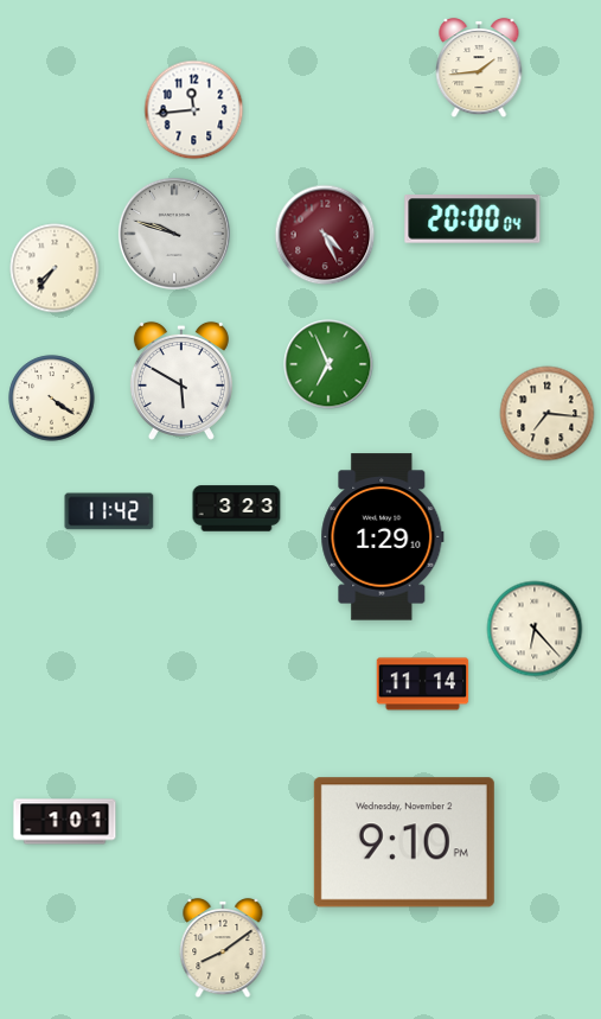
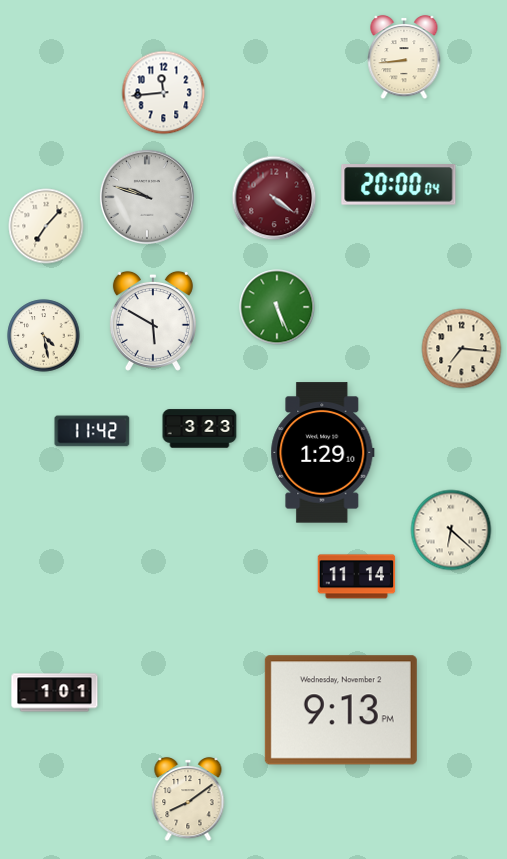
clock at (479, 68): 1:44 -> 8:44
clock at (325, 235): 4:26 -> 4:21
clock at (55, 268): 7:36 -> 7:07
clock at (328, 364): 6:56 -> 5:26
clock at (52, 399): 4:21 -> 4:28
clock at (535, 629): 6:23 -> 6:22
clock at (404, 842): 9:10 -> 9:13
